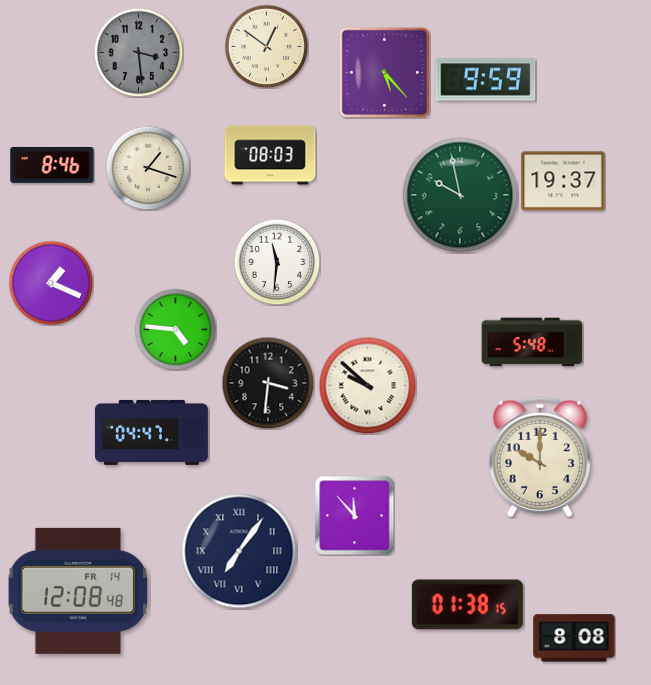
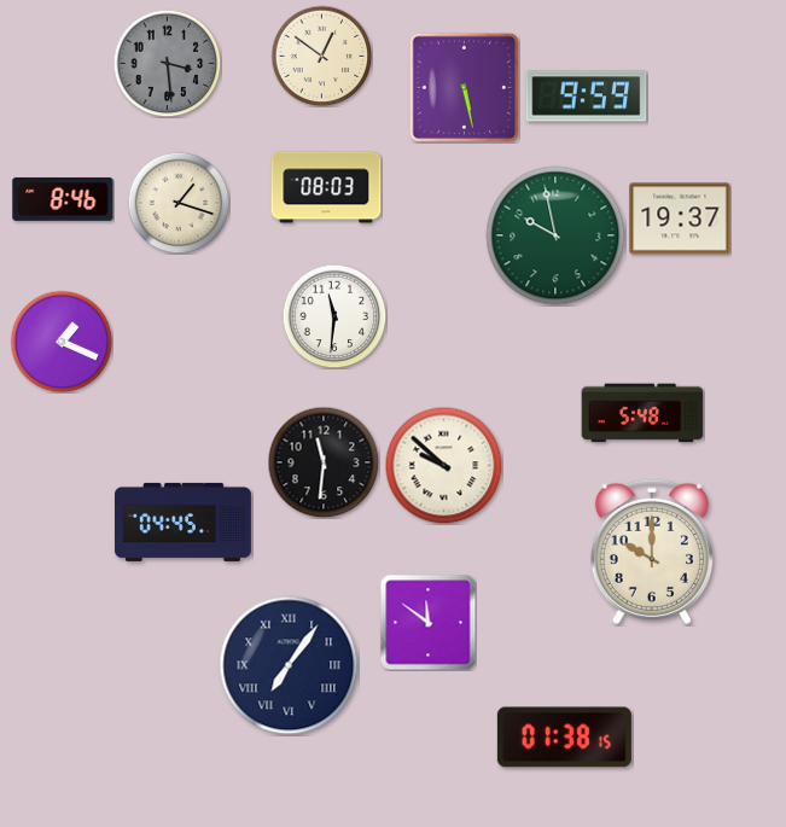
clock at (384, 72): 5:23 -> 5:28
clock at (175, 329): 4:46 -> none
clock at (268, 383): 3:31 -> 11:31
clock at (151, 432): 04:47 -> 04:45
clock at (354, 515): 11:53 -> 11:51
clock at (78, 591): 12:08 -> none
clock at (467, 605) position: (467, 605) -> (564, 738)
clock at (574, 638): 8:08 -> none
